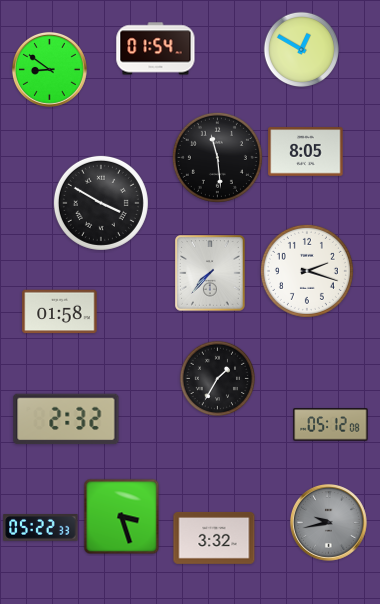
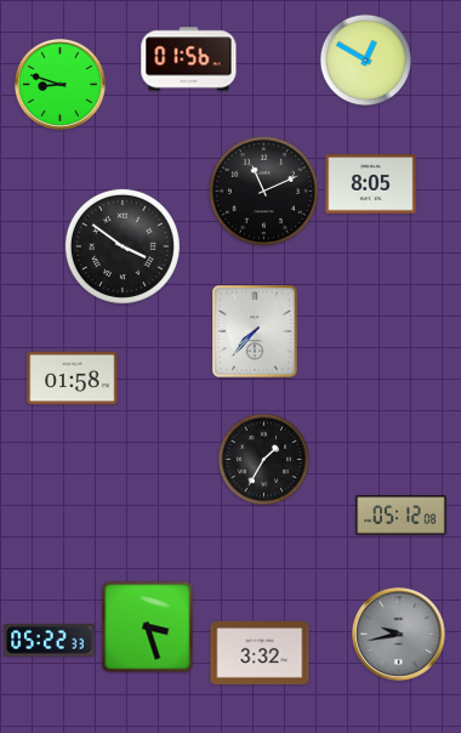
clock at (156, 49): 01:54 -> 01:56
clock at (49, 69): 8:51 -> 8:48
clock at (217, 157): 11:29 -> 11:11
clock at (101, 203): 3:50 -> 3:51
clock at (307, 271): 2:18 -> none
clock at (66, 419): 2:32 -> none
